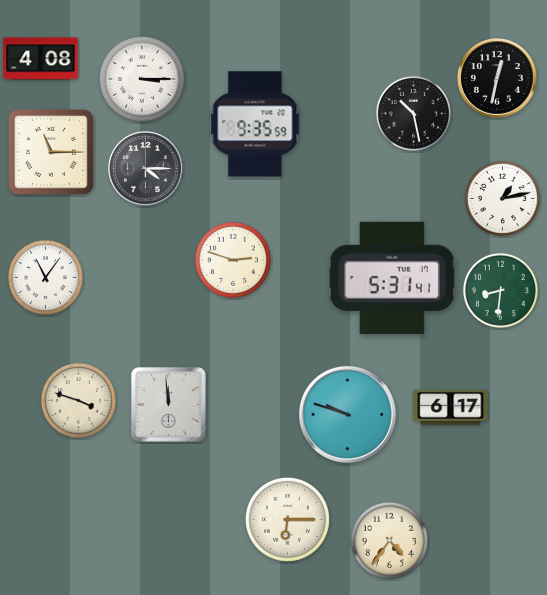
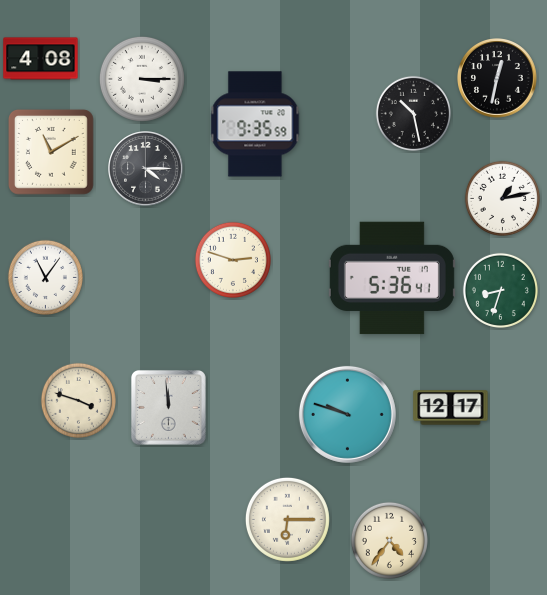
clock at (52, 153): 11:15 -> 11:10
clock at (392, 278): 5:31 -> 5:36
clock at (500, 290): 8:31 -> 8:33
clock at (168, 404) position: (168, 404) -> (168, 407)
clock at (451, 408): 6:17 -> 12:17
